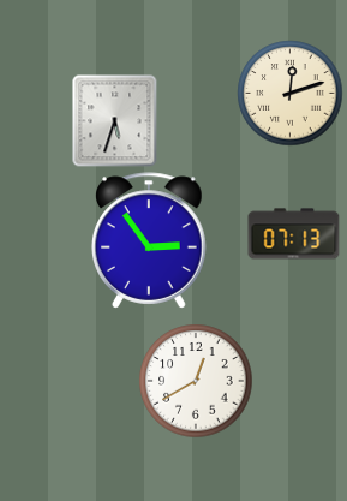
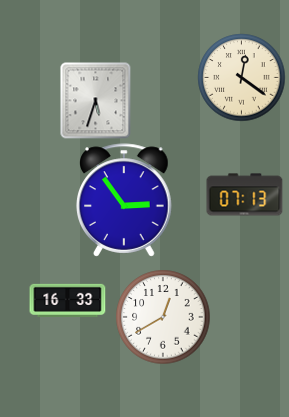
clock at (291, 94): 12:12 -> 12:21
clock at (68, 300): none -> 16:33
